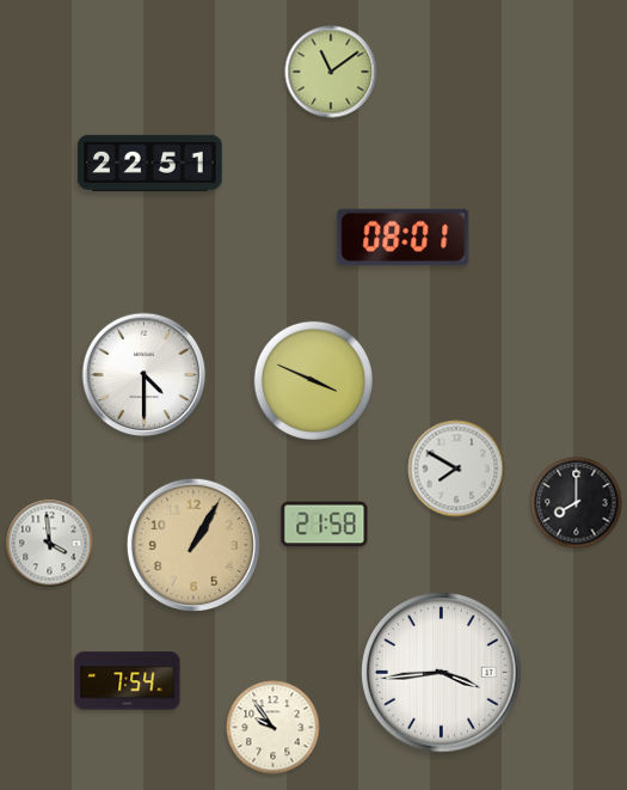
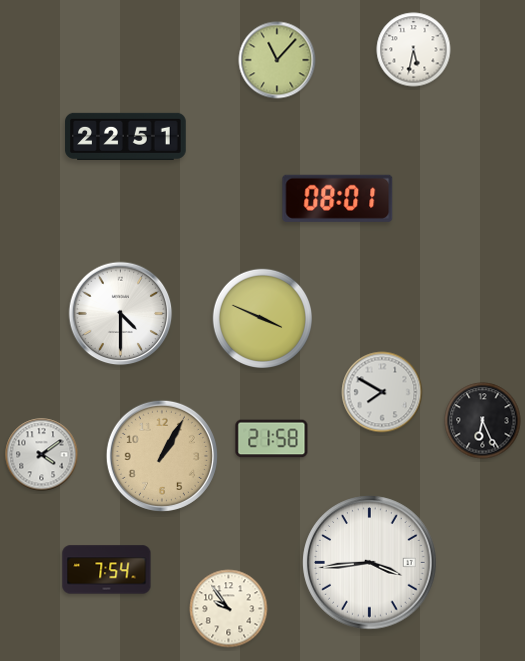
clock at (414, 50): none -> 5:32
clock at (331, 72): 11:09 -> 11:07
clock at (577, 503): 8:00 -> 6:26
clock at (50, 544): 3:59 -> 4:09
